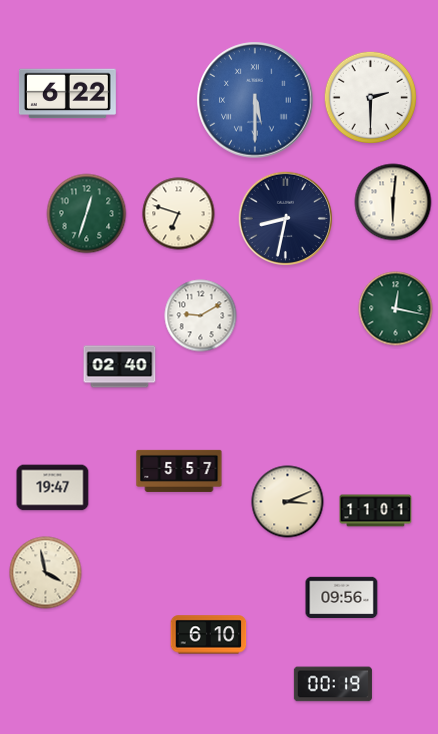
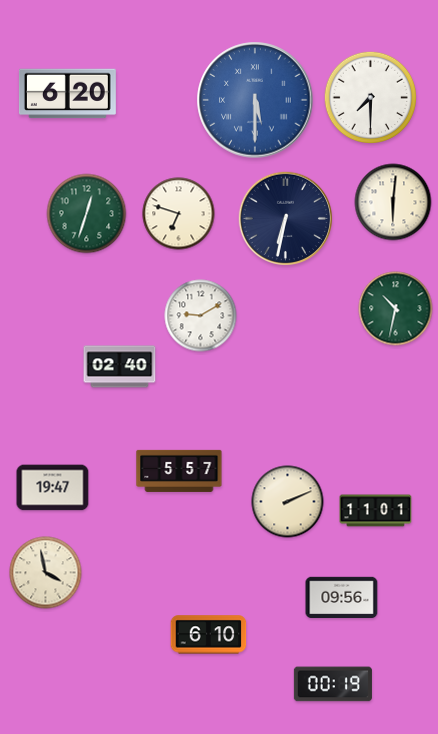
clock at (67, 94): 6:22 -> 6:20
clock at (370, 97): 2:30 -> 7:30
clock at (285, 218): 8:32 -> 6:32
clock at (396, 309): 12:17 -> 10:32
clock at (288, 502): 3:11 -> 2:11
